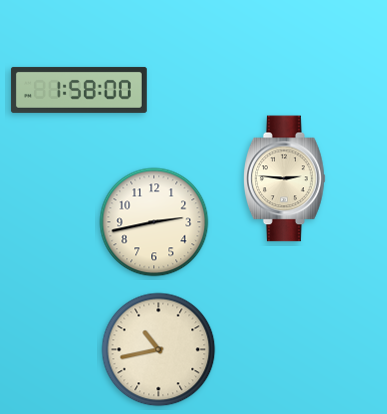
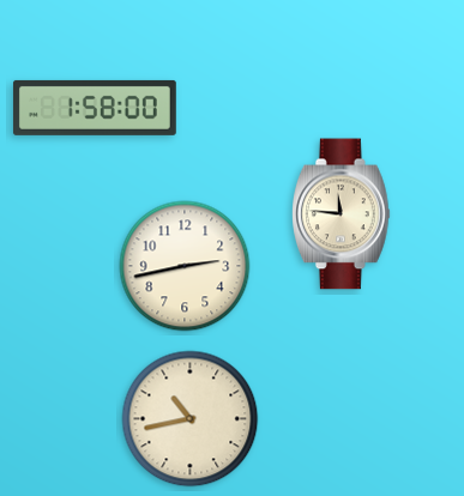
clock at (285, 179): 2:46 -> 11:46
